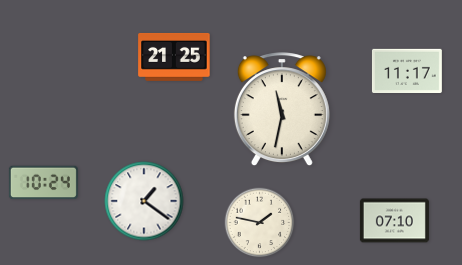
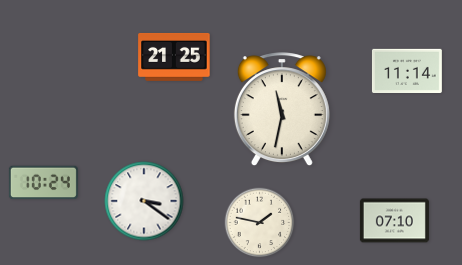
clock at (407, 70): 11:17 -> 11:14
clock at (144, 201): 1:21 -> 3:21
